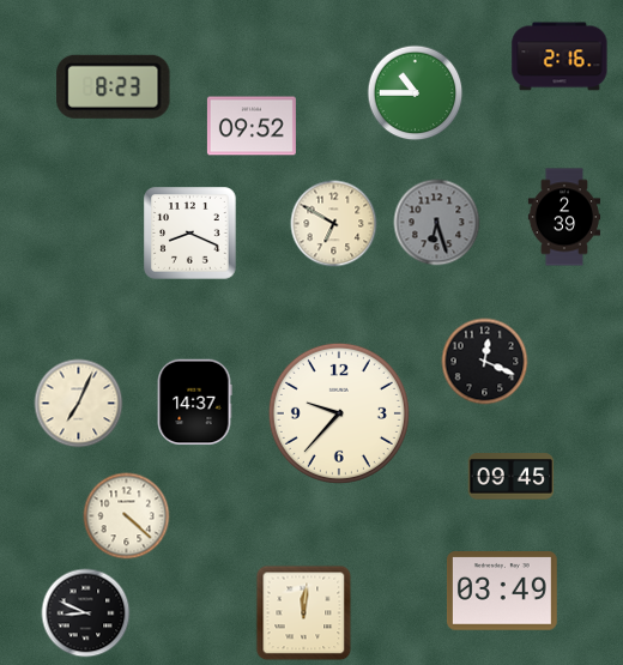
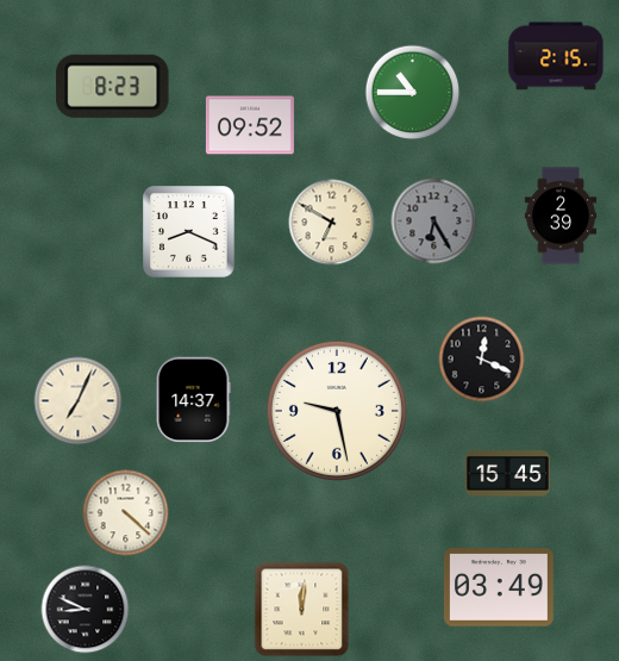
clock at (560, 56): 2:16 -> 2:15
clock at (437, 223): 6:27 -> 6:25
clock at (339, 413): 9:37 -> 9:28
clock at (512, 477): 09:45 -> 15:45
